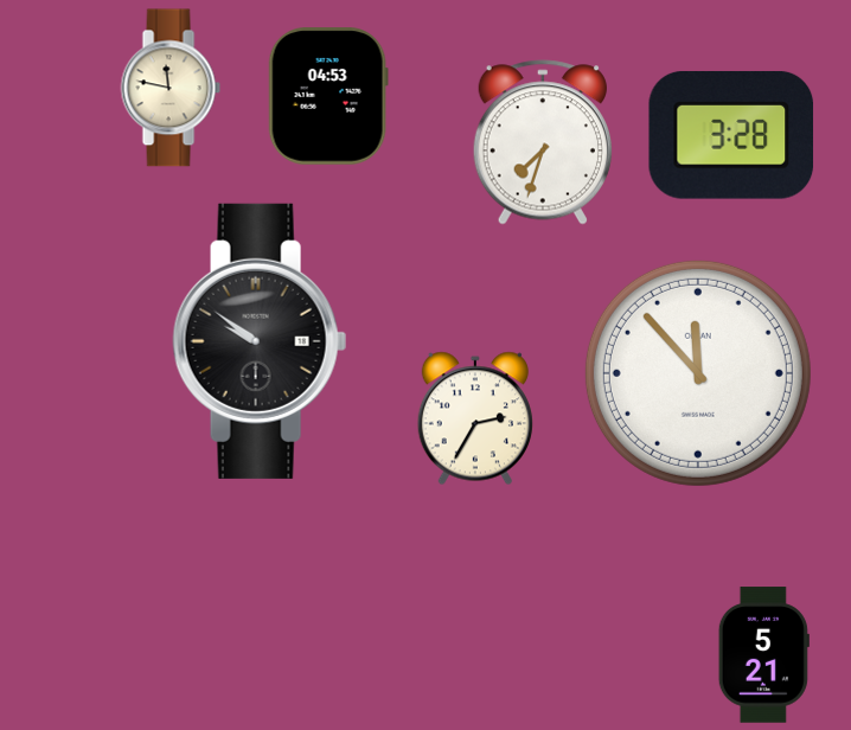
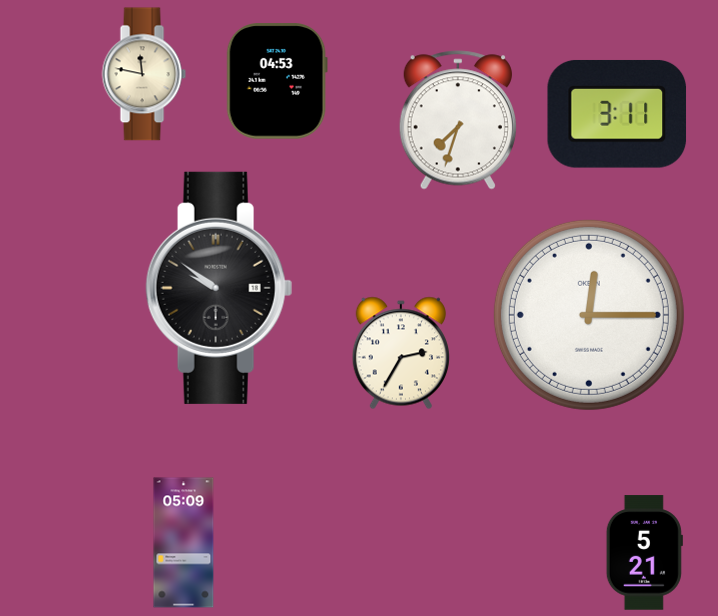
clock at (731, 135): 3:28 -> 3:11
clock at (698, 373): 11:53 -> 12:15
clock at (184, 543): none -> 05:09
